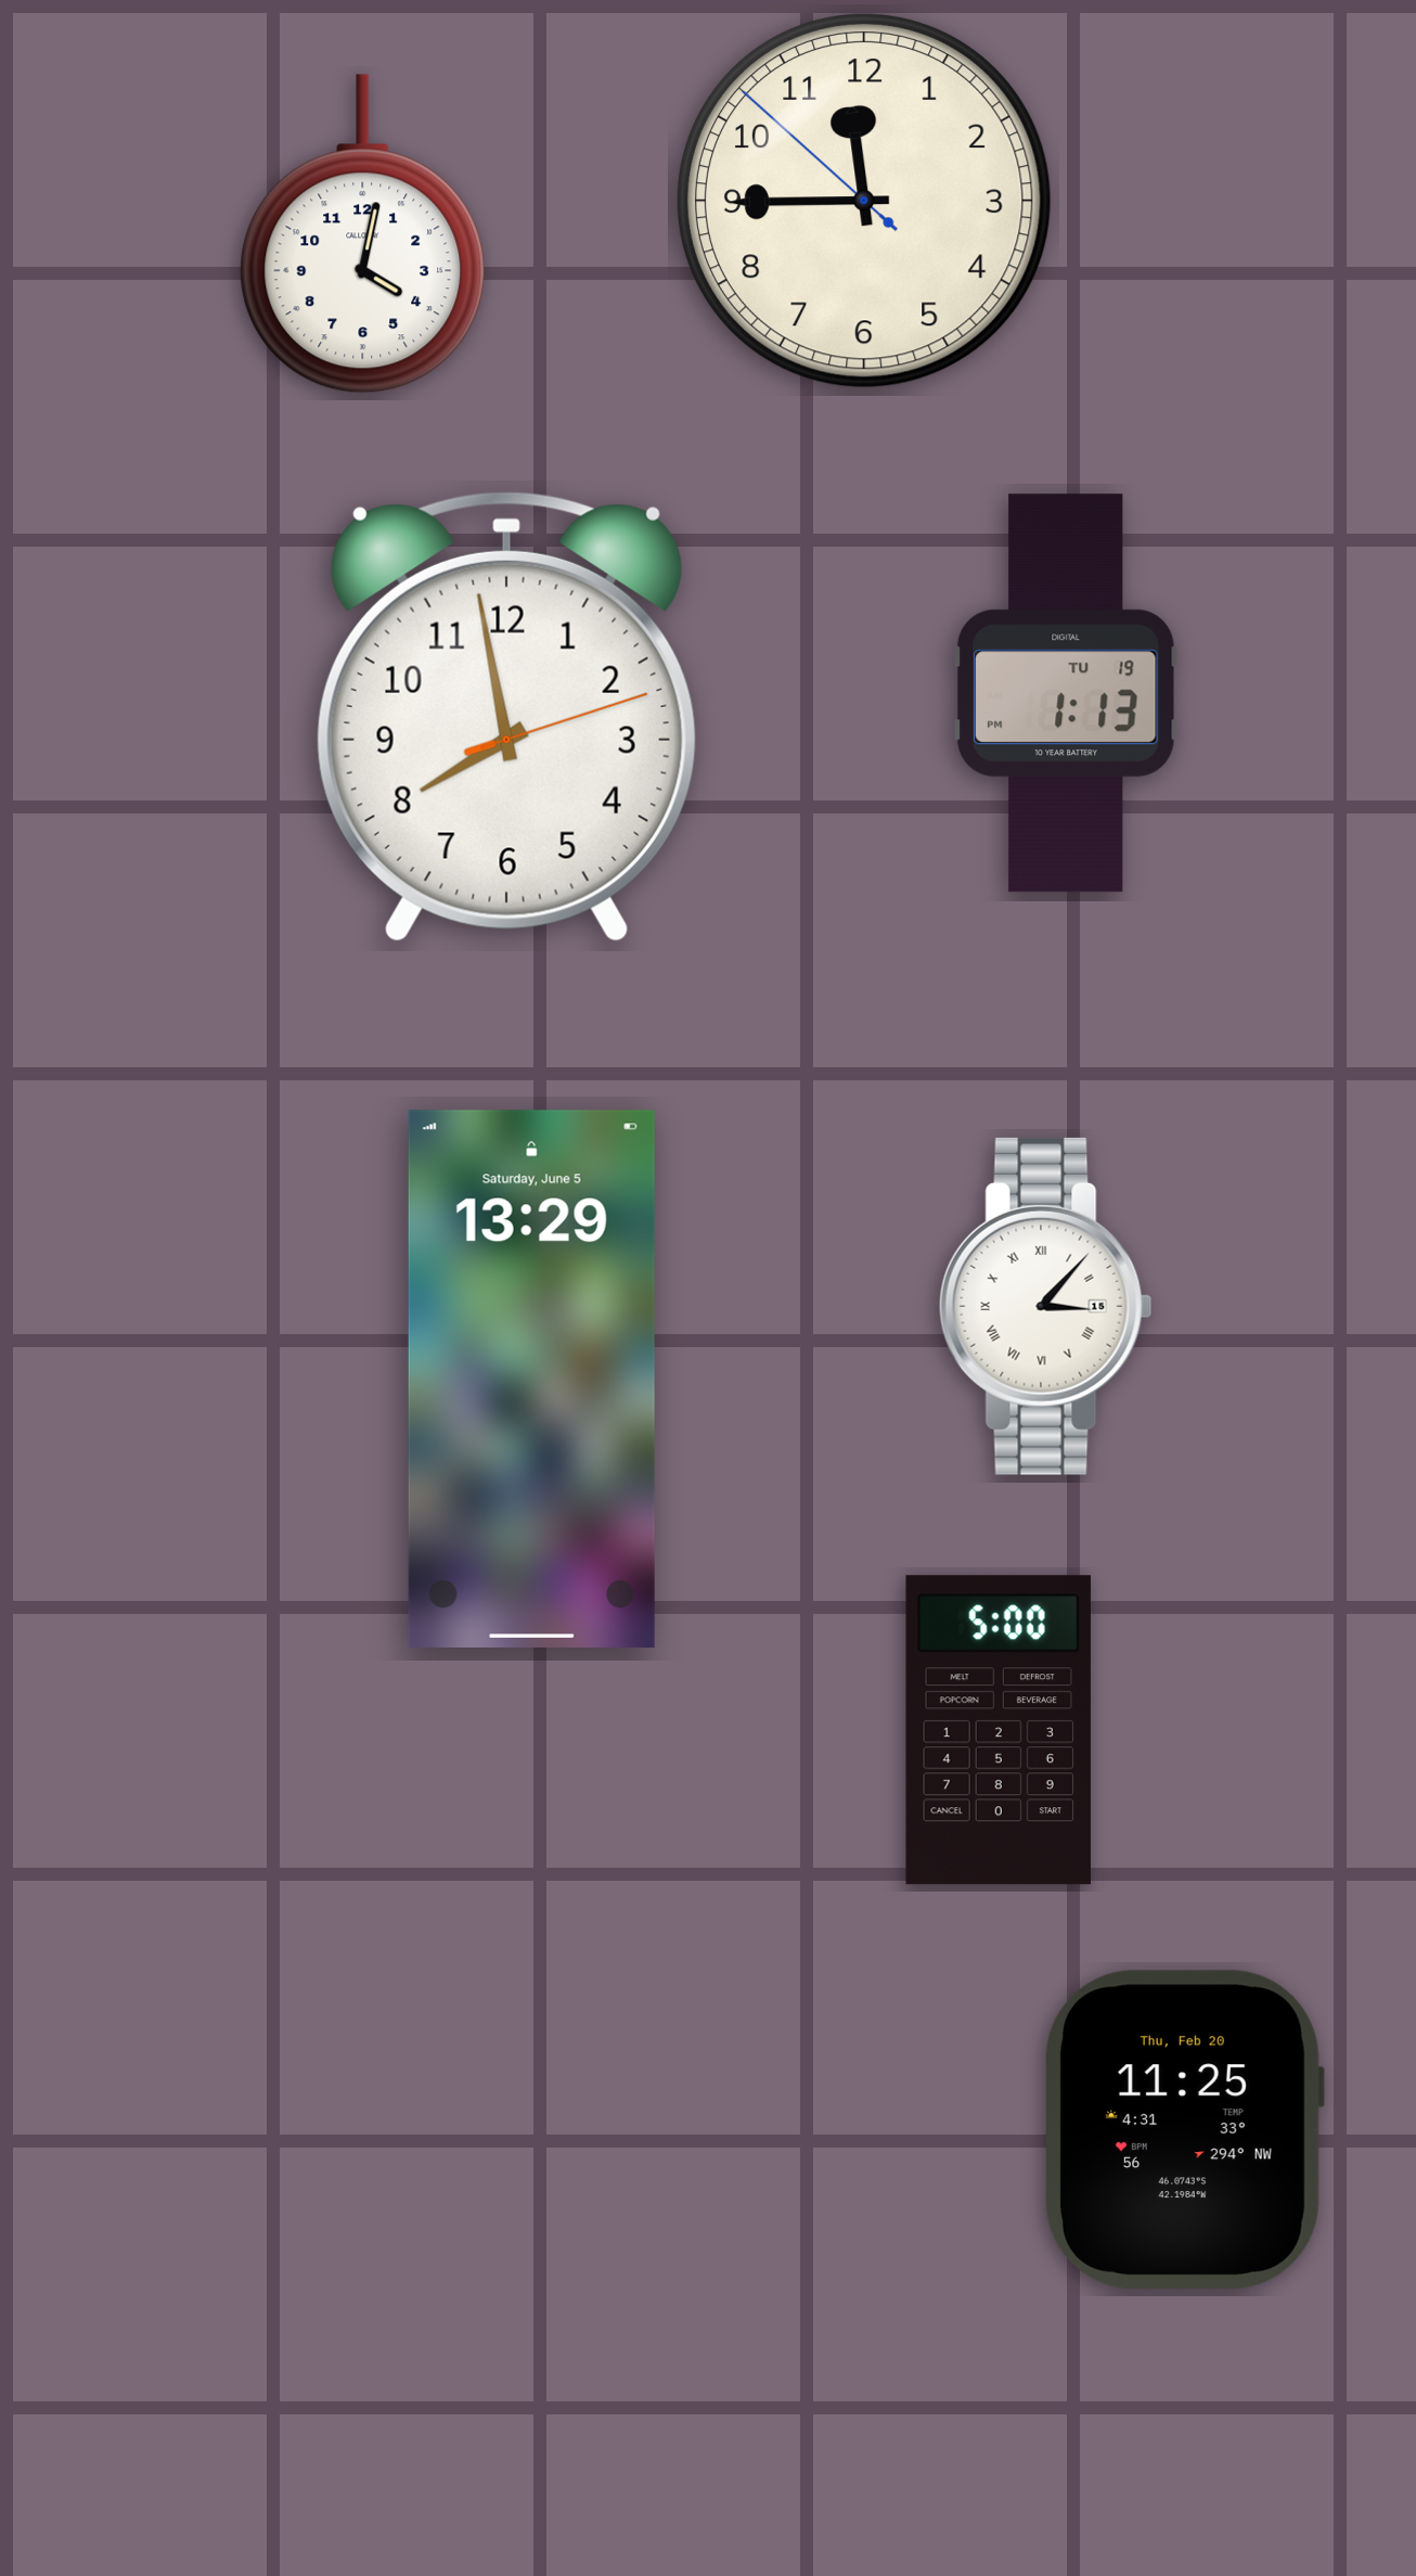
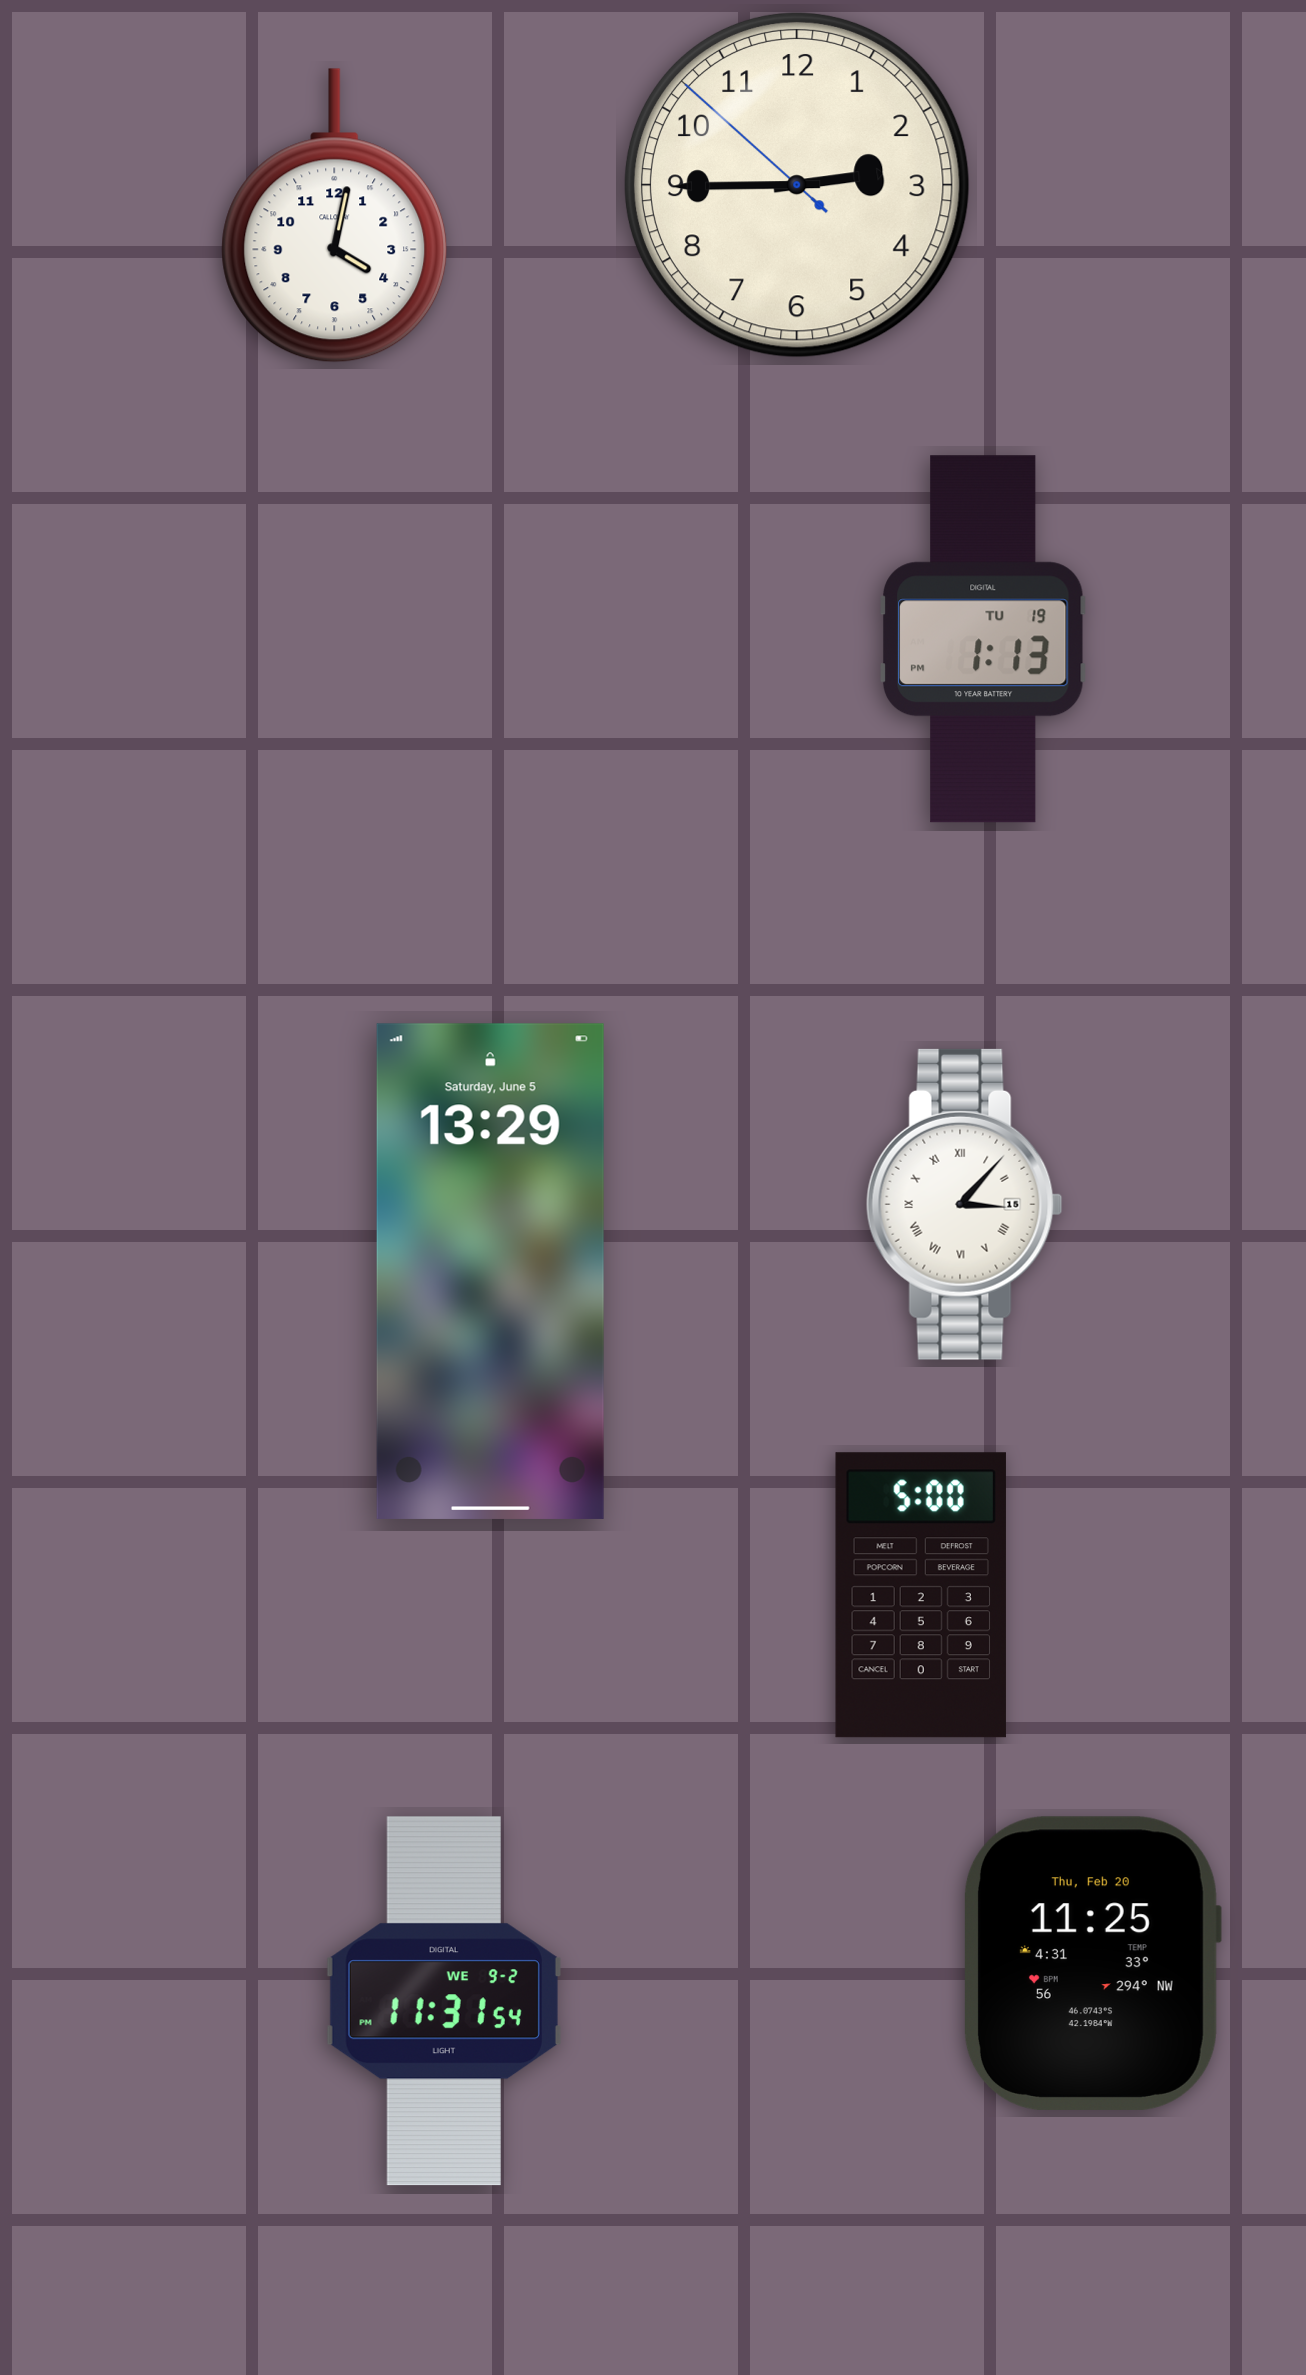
clock at (864, 201): 11:44 -> 2:44
clock at (506, 716): 7:58 -> none
clock at (444, 2001): none -> 11:31
